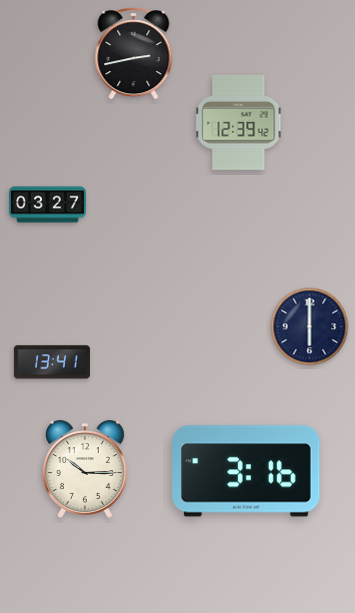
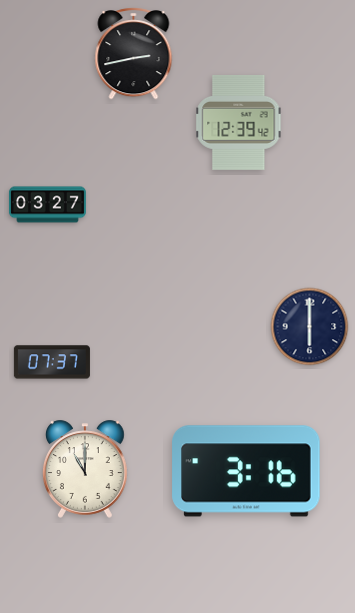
clock at (52, 362): 13:41 -> 07:37
clock at (85, 469): 10:15 -> 11:00
